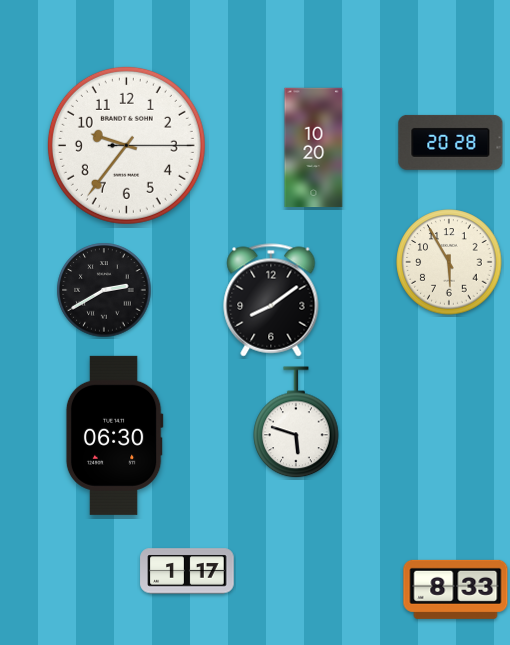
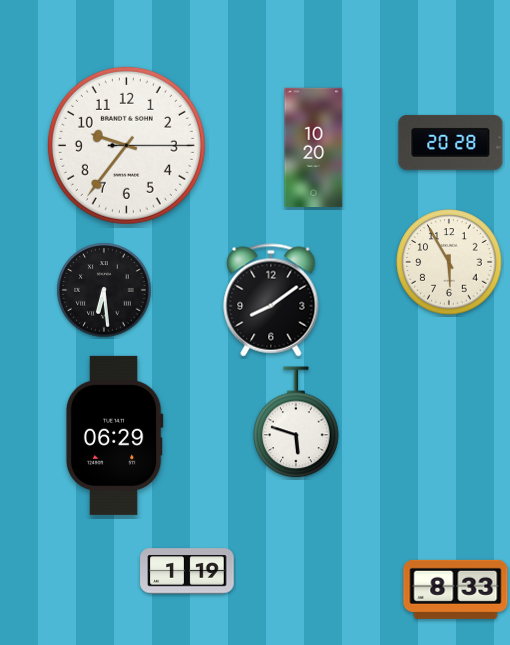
clock at (104, 290): 2:40 -> 6:29
clock at (114, 435): 06:30 -> 06:29
clock at (187, 571): 1:17 -> 1:19
